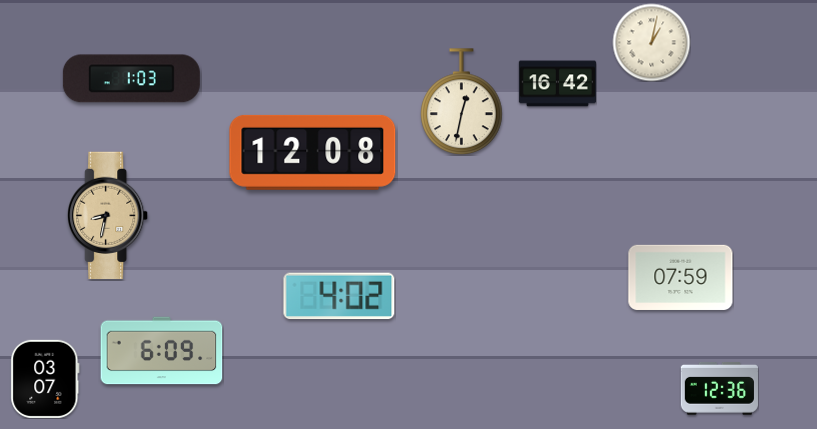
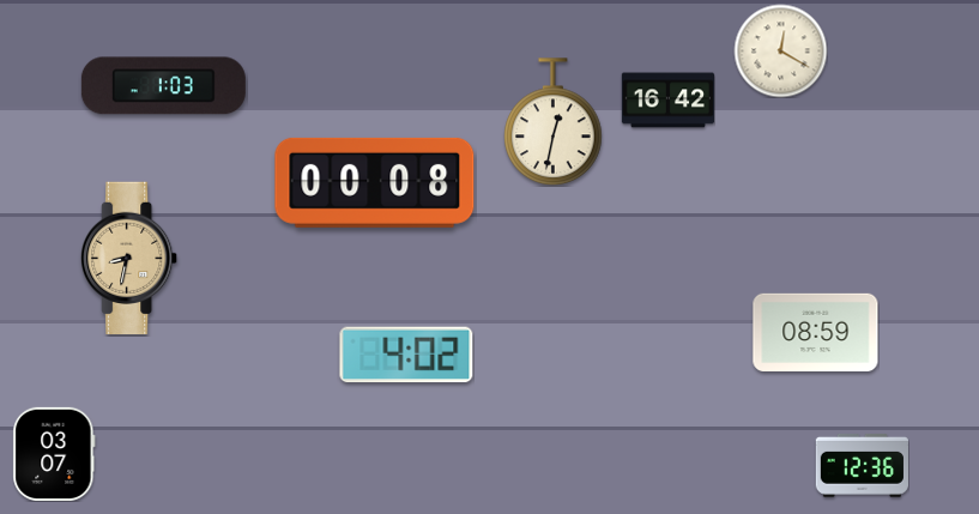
clock at (651, 42): 1:02 -> 12:20
clock at (131, 79) position: (131, 79) -> (163, 86)
clock at (313, 152): 12:08 -> 00:08
clock at (681, 277): 07:59 -> 08:59
clock at (162, 351): 6:09 -> none
